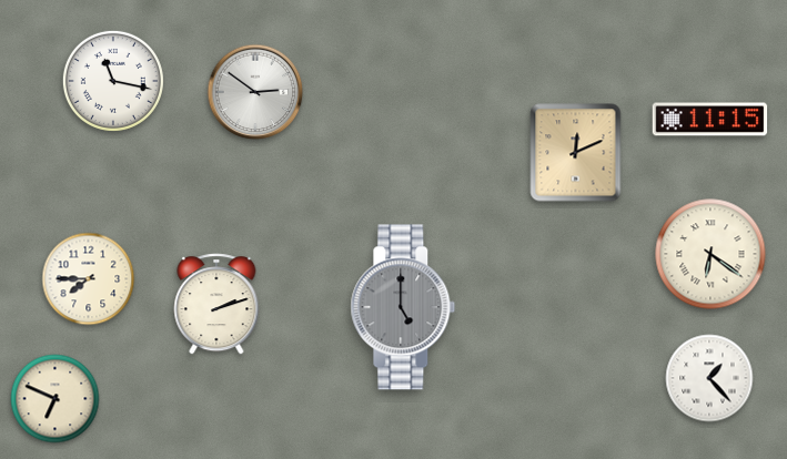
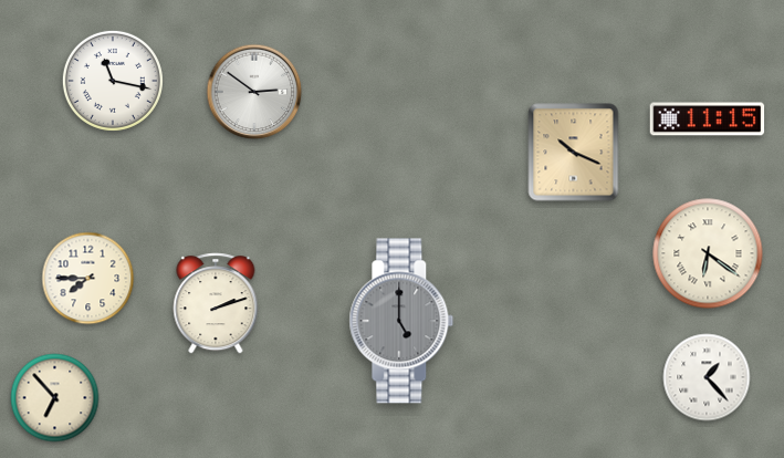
clock at (576, 153): 12:11 -> 10:19
clock at (403, 307) position: (403, 307) -> (401, 321)
clock at (56, 399): 6:49 -> 6:53
